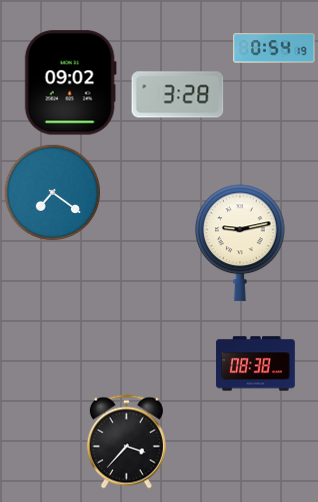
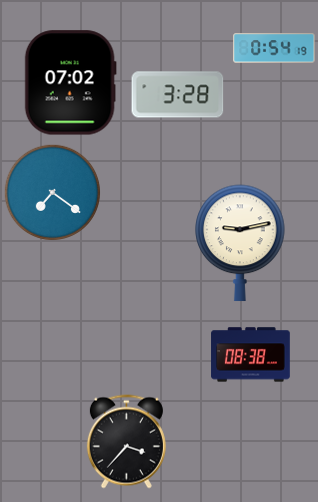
clock at (70, 83): 09:02 -> 07:02
clock at (256, 364) position: (256, 364) -> (251, 355)
